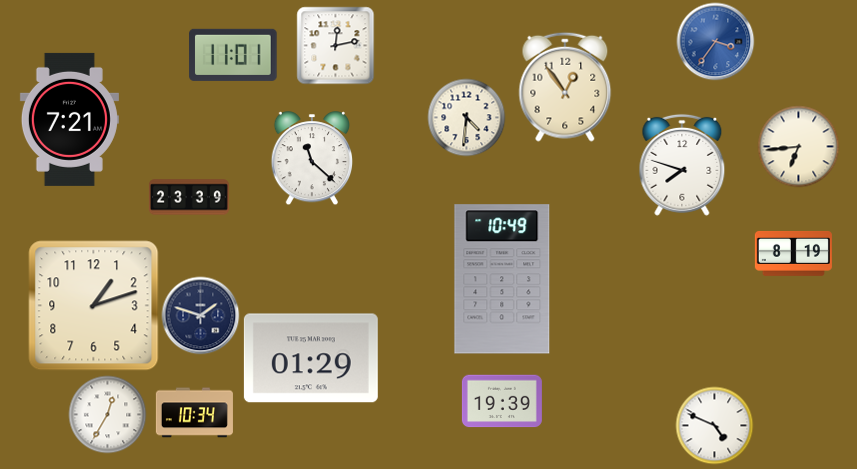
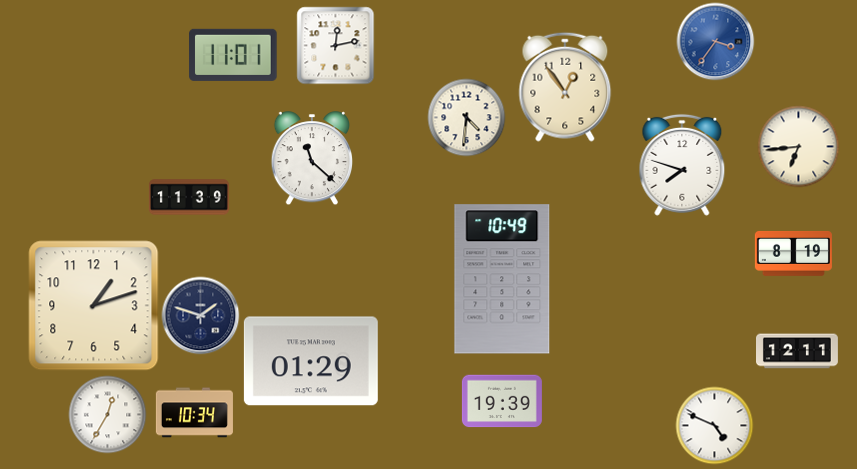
clock at (69, 119): 7:21 -> none
clock at (189, 197): 23:39 -> 11:39
clock at (798, 351): none -> 12:11
clock at (311, 358) position: (311, 358) -> (311, 361)
